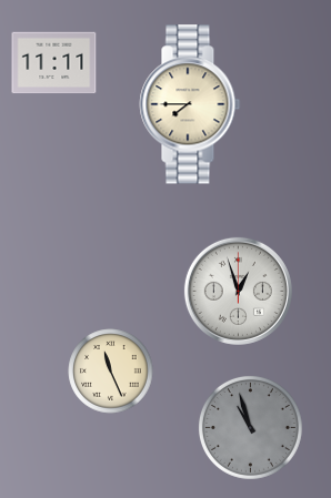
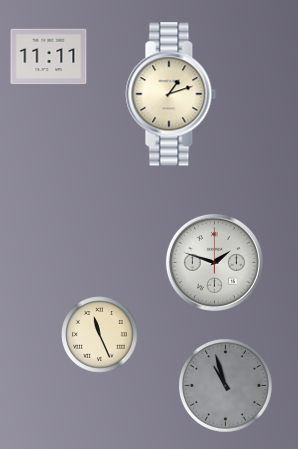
clock at (190, 104): 7:45 -> 1:12
clock at (238, 291): 12:57 -> 1:48
